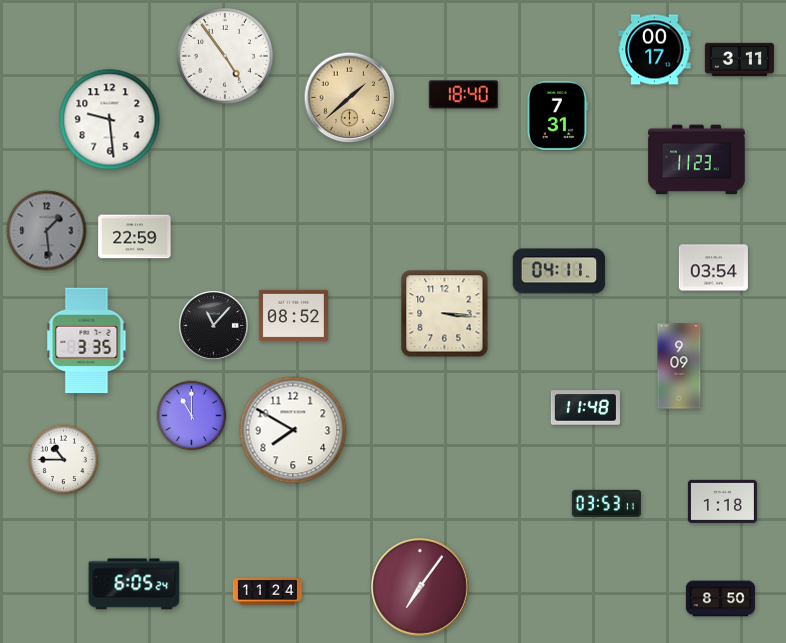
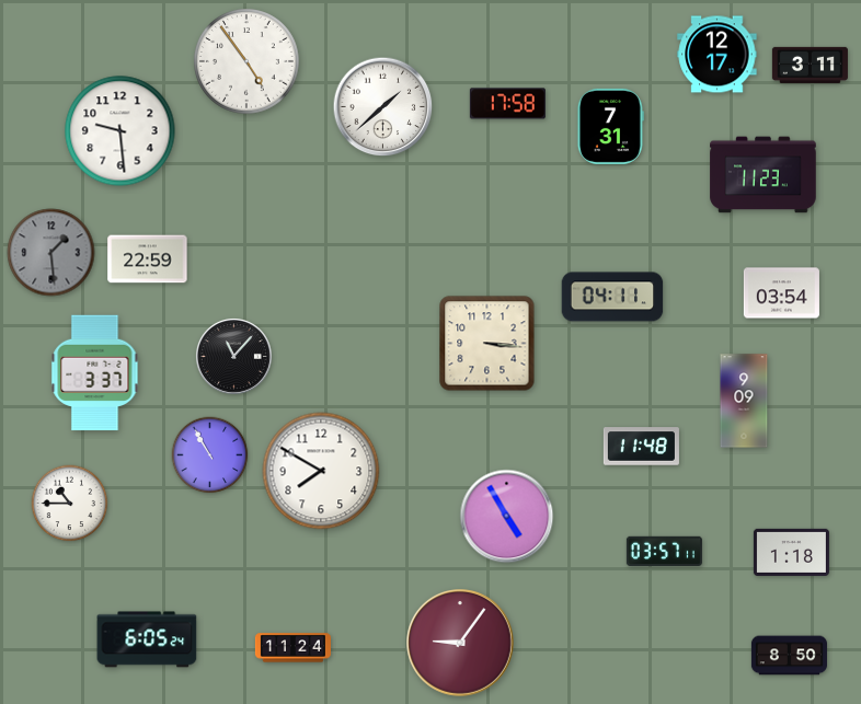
clock at (655, 50): 00:17 -> 12:17
clock at (463, 95): 18:40 -> 17:58
clock at (350, 98) dial: champagne -> white
clock at (293, 316): 08:52 -> none
clock at (87, 341): 3:35 -> 3:37
clock at (192, 416): 11:00 -> 10:55
clock at (507, 517): none -> 4:55
clock at (722, 501) position: (722, 501) -> (791, 552)
clock at (606, 503): 03:53 -> 03:57
clock at (421, 588): 7:06 -> 9:06
